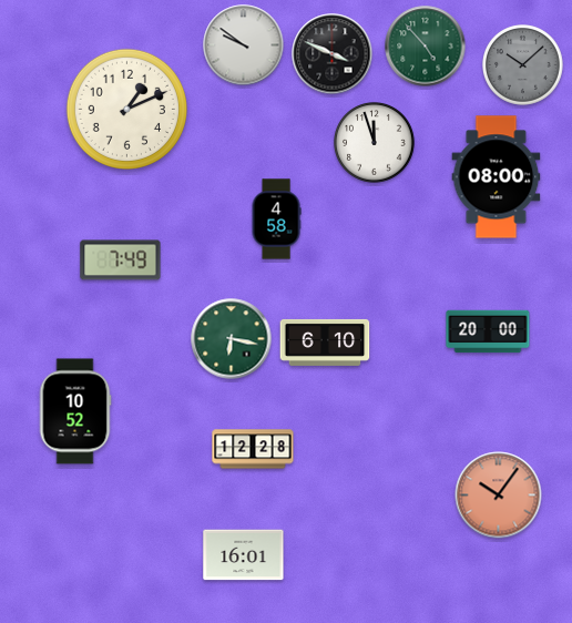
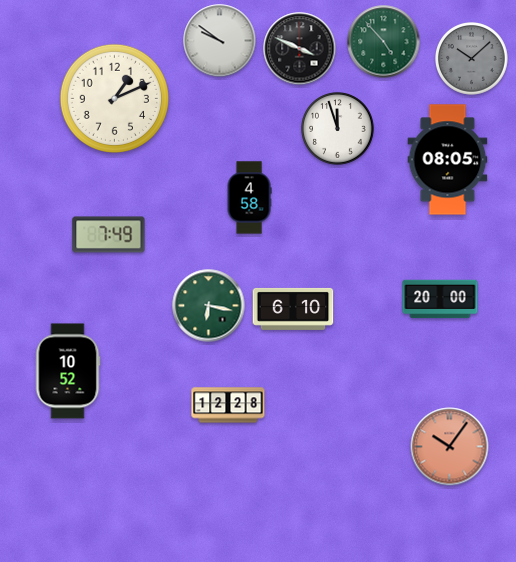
clock at (497, 177): 08:00 -> 08:05
clock at (244, 555): 16:01 -> none
